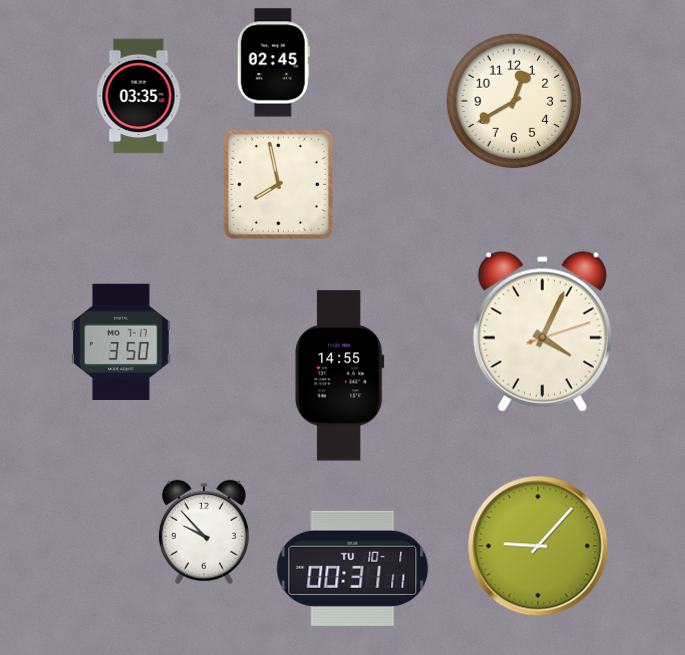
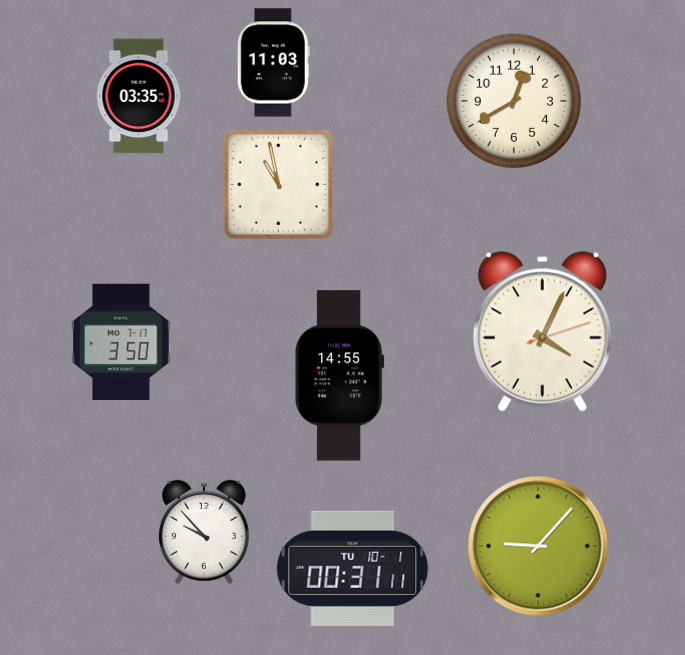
clock at (273, 63): 02:45 -> 11:03
clock at (278, 184): 7:58 -> 10:58
